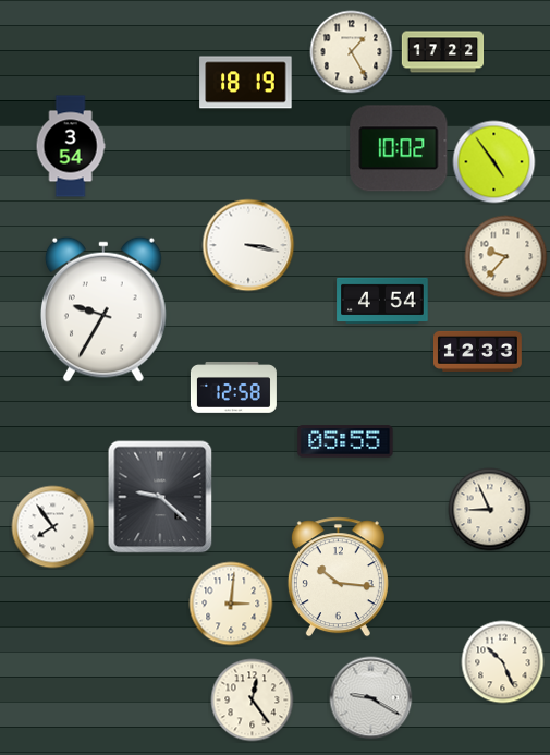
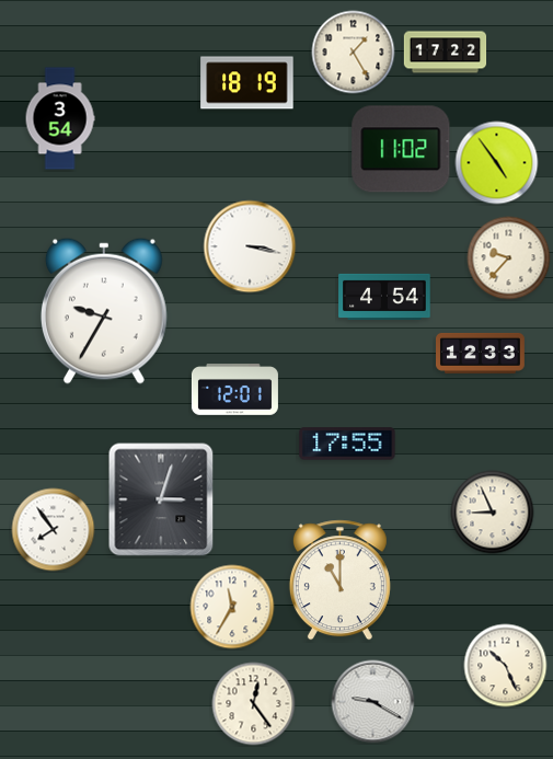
clock at (71, 146) position: (71, 146) -> (60, 118)
clock at (399, 148): 10:02 -> 11:02
clock at (382, 301) position: (382, 301) -> (384, 297)
clock at (233, 388): 12:58 -> 12:01
clock at (345, 441): 05:55 -> 17:55
clock at (160, 497): 9:22 -> 3:03
clock at (338, 577): 10:16 -> 11:00
clock at (231, 604): 3:01 -> 11:35
